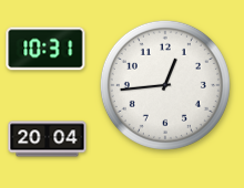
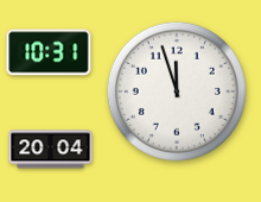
clock at (165, 85): 12:44 -> 11:57
